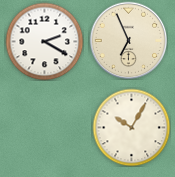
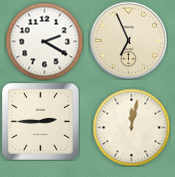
clock at (40, 121): none -> 2:45
clock at (131, 127): 10:05 -> 12:02
